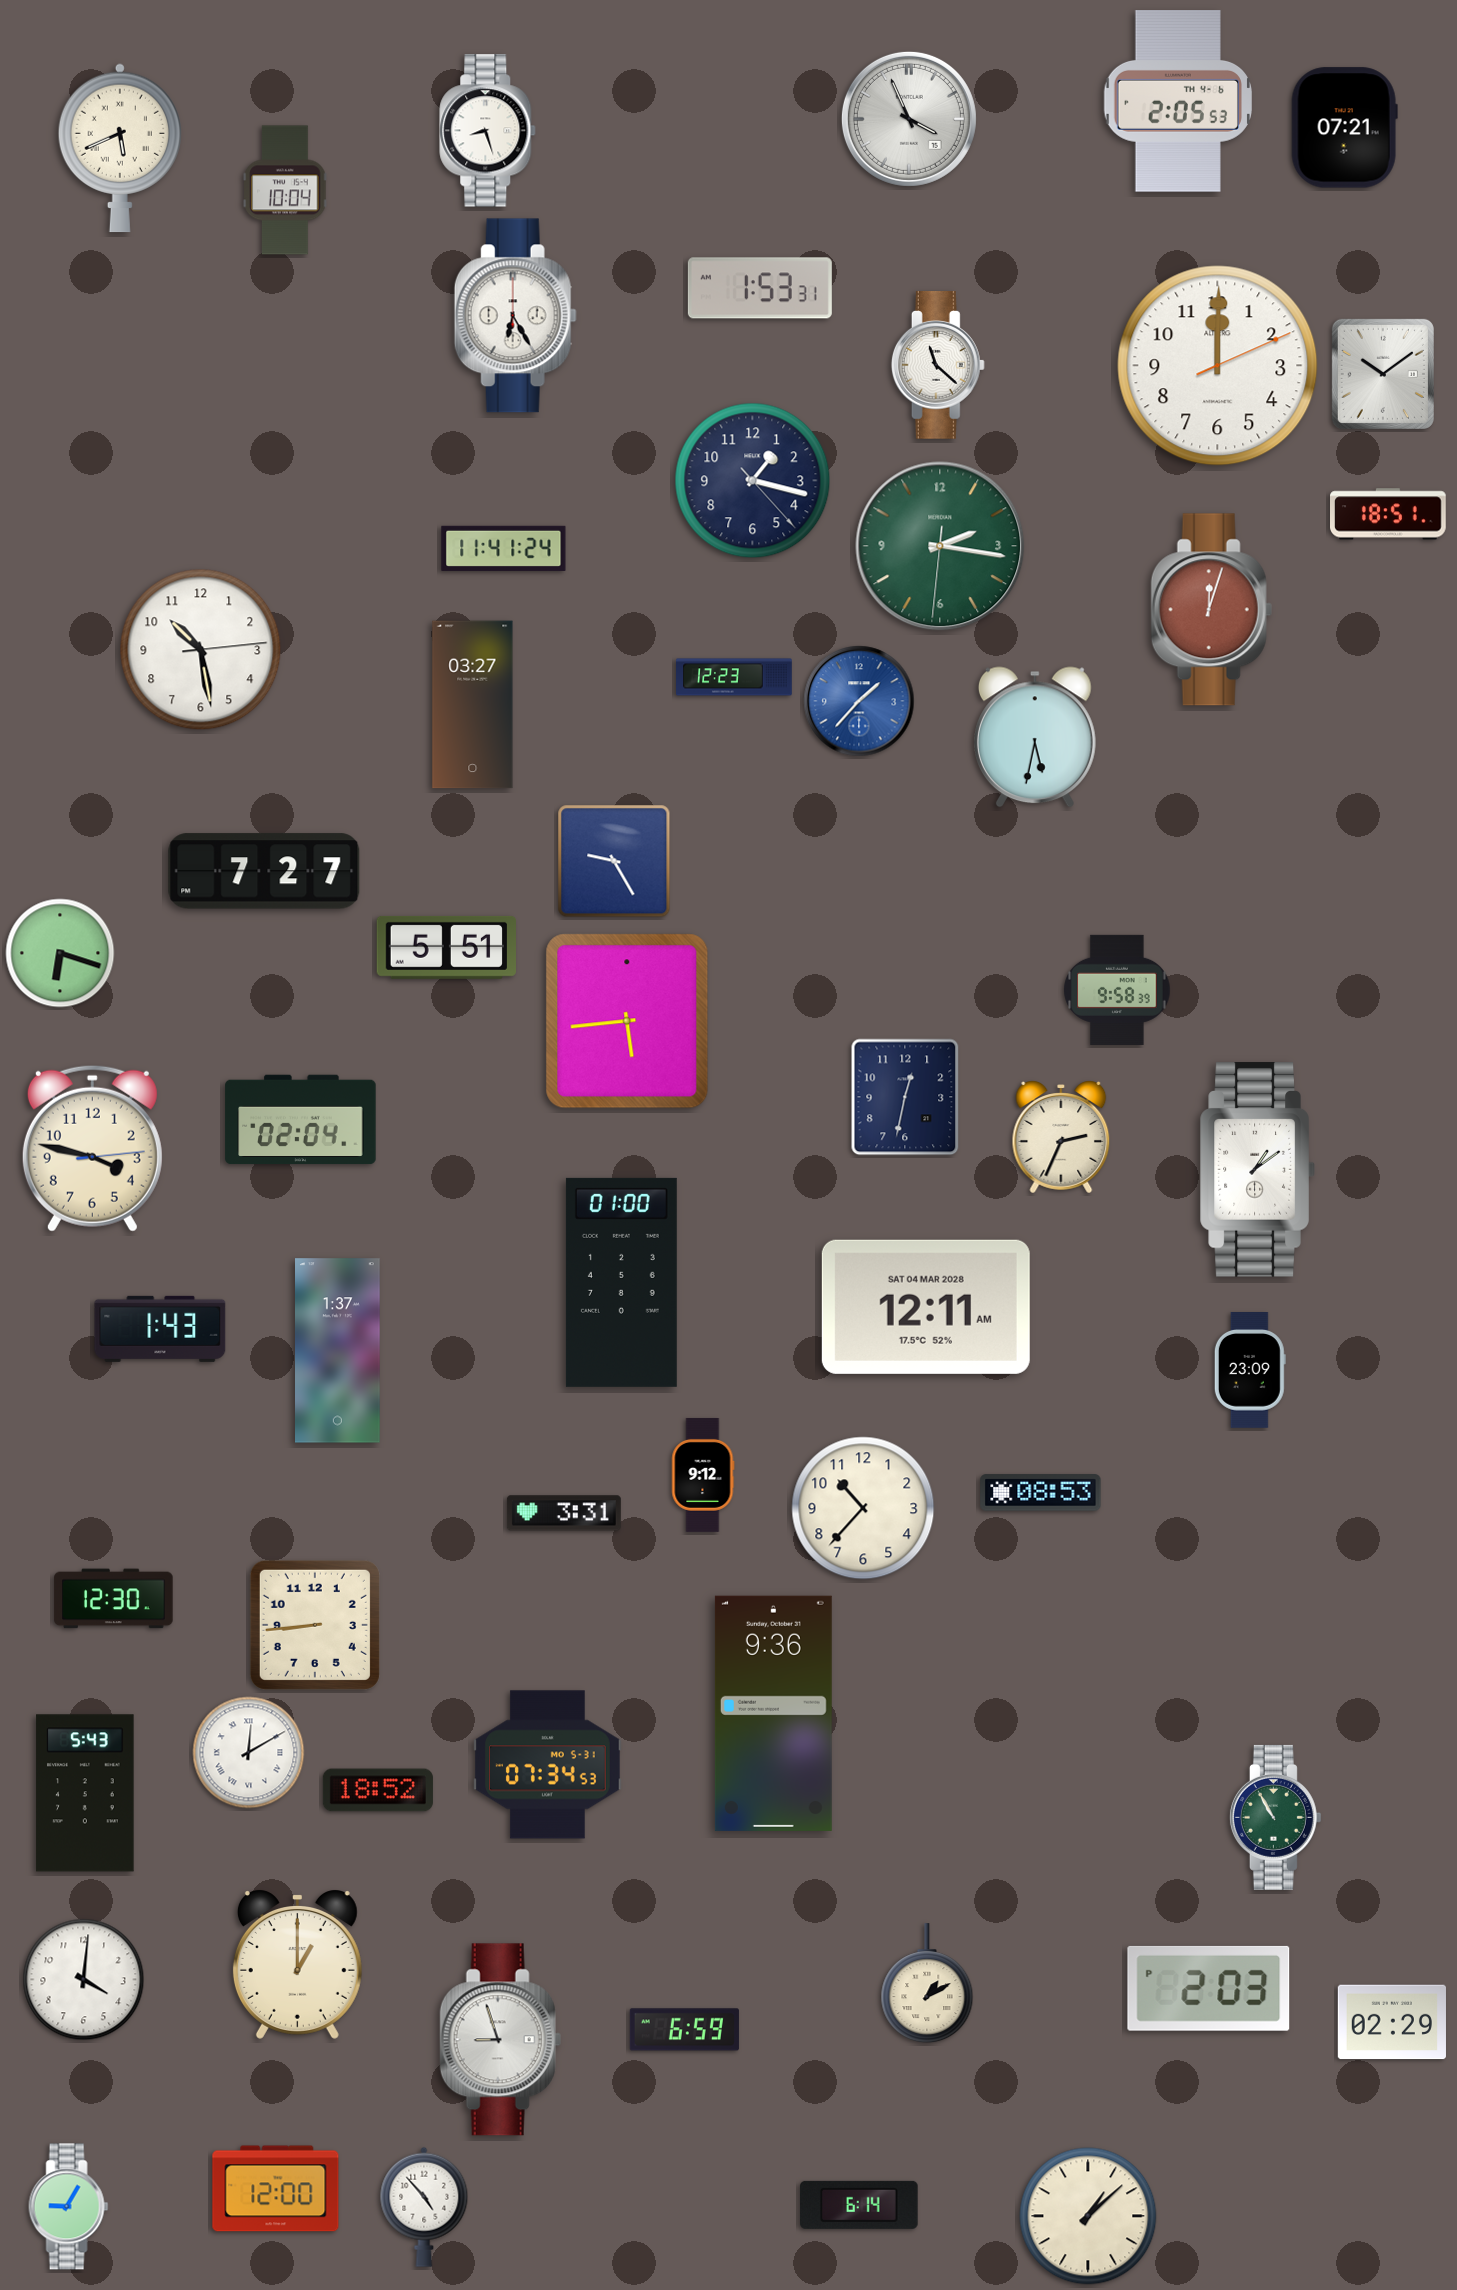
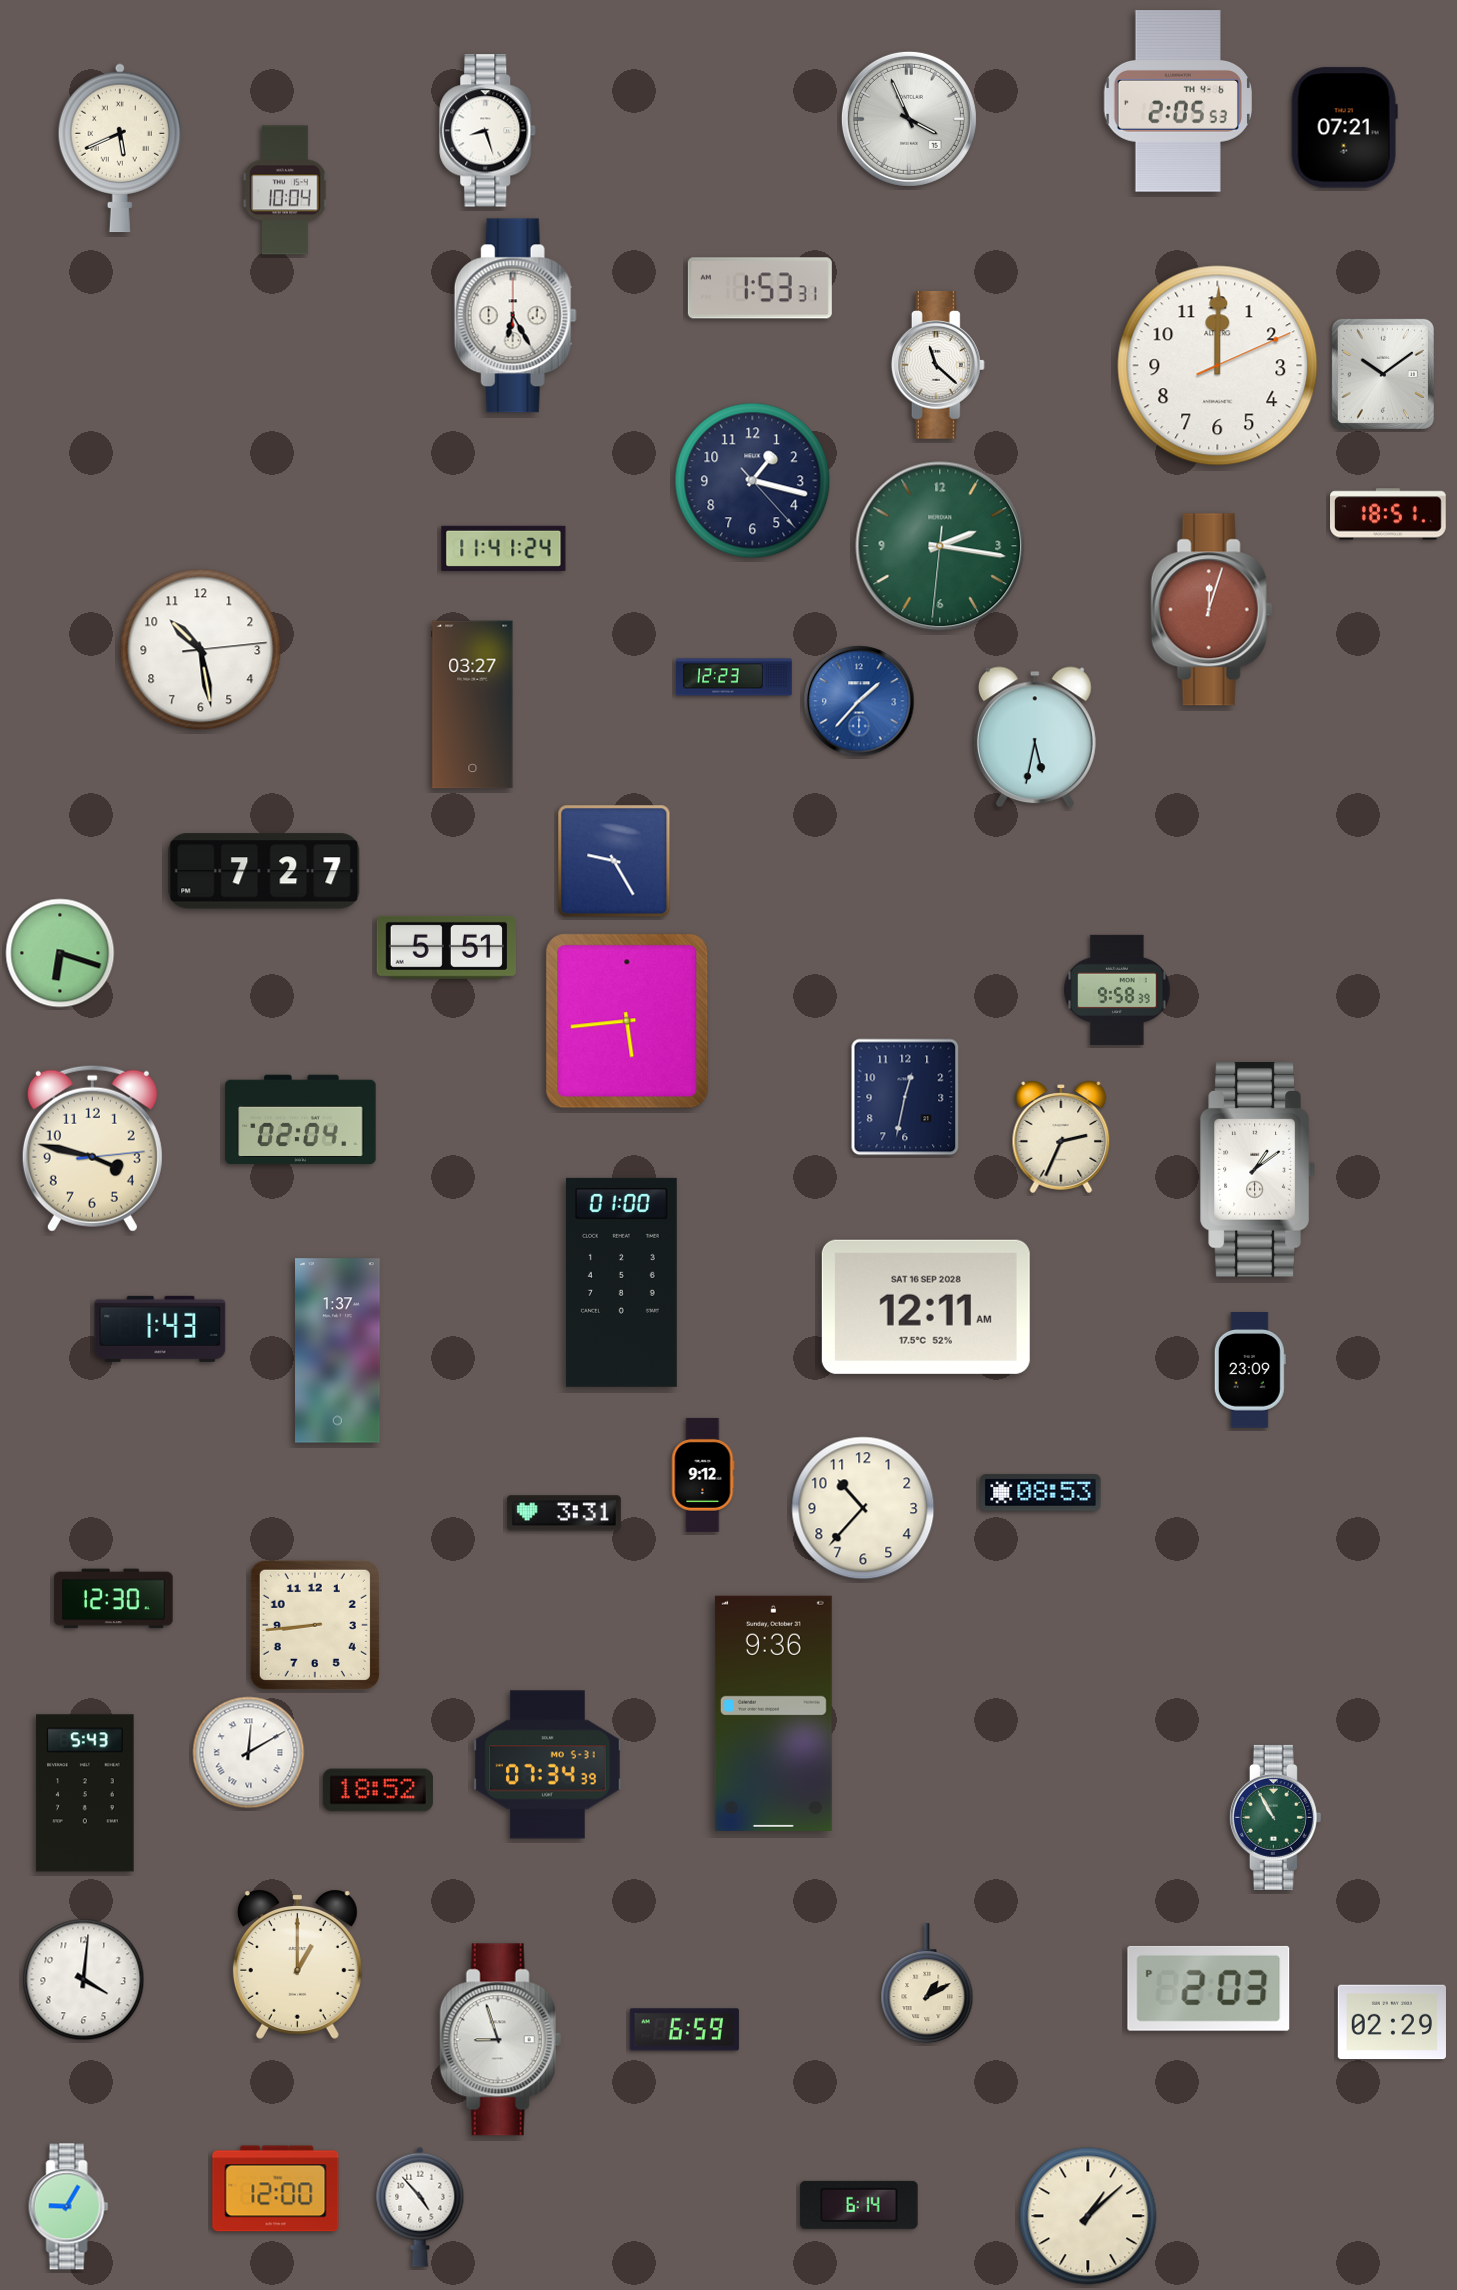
clock at (926, 1307) date: SAT 04 MAR 2028 -> SAT 16 SEP 2028
clock at (548, 1765): 07:34:53 -> 07:34:39
clock at (424, 2207) position: (424, 2207) -> (420, 2207)
